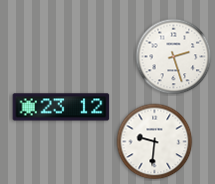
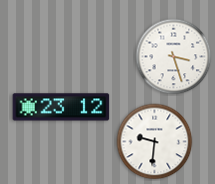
clock at (174, 57): 2:27 -> 3:27
